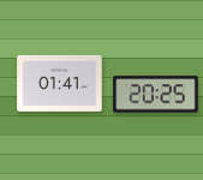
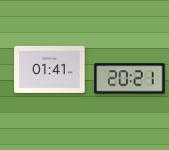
clock at (156, 95): 20:25 -> 20:21
